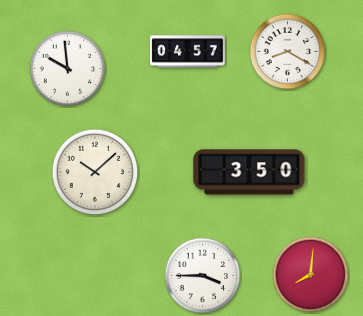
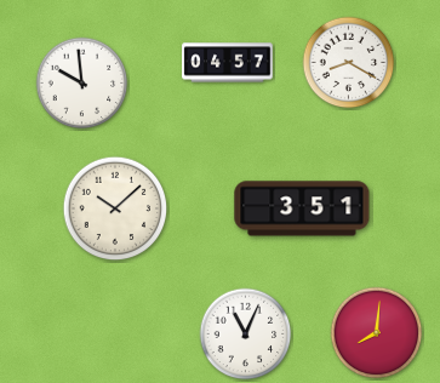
clock at (249, 172): 3:50 -> 3:51
clock at (203, 276): 3:45 -> 11:04
